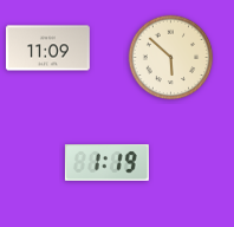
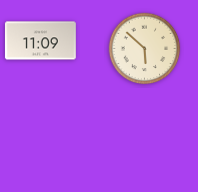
clock at (106, 163): 1:19 -> none
